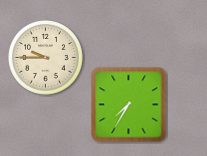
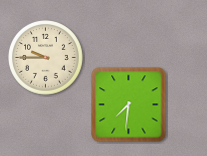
clock at (129, 105): 7:35 -> 7:31
